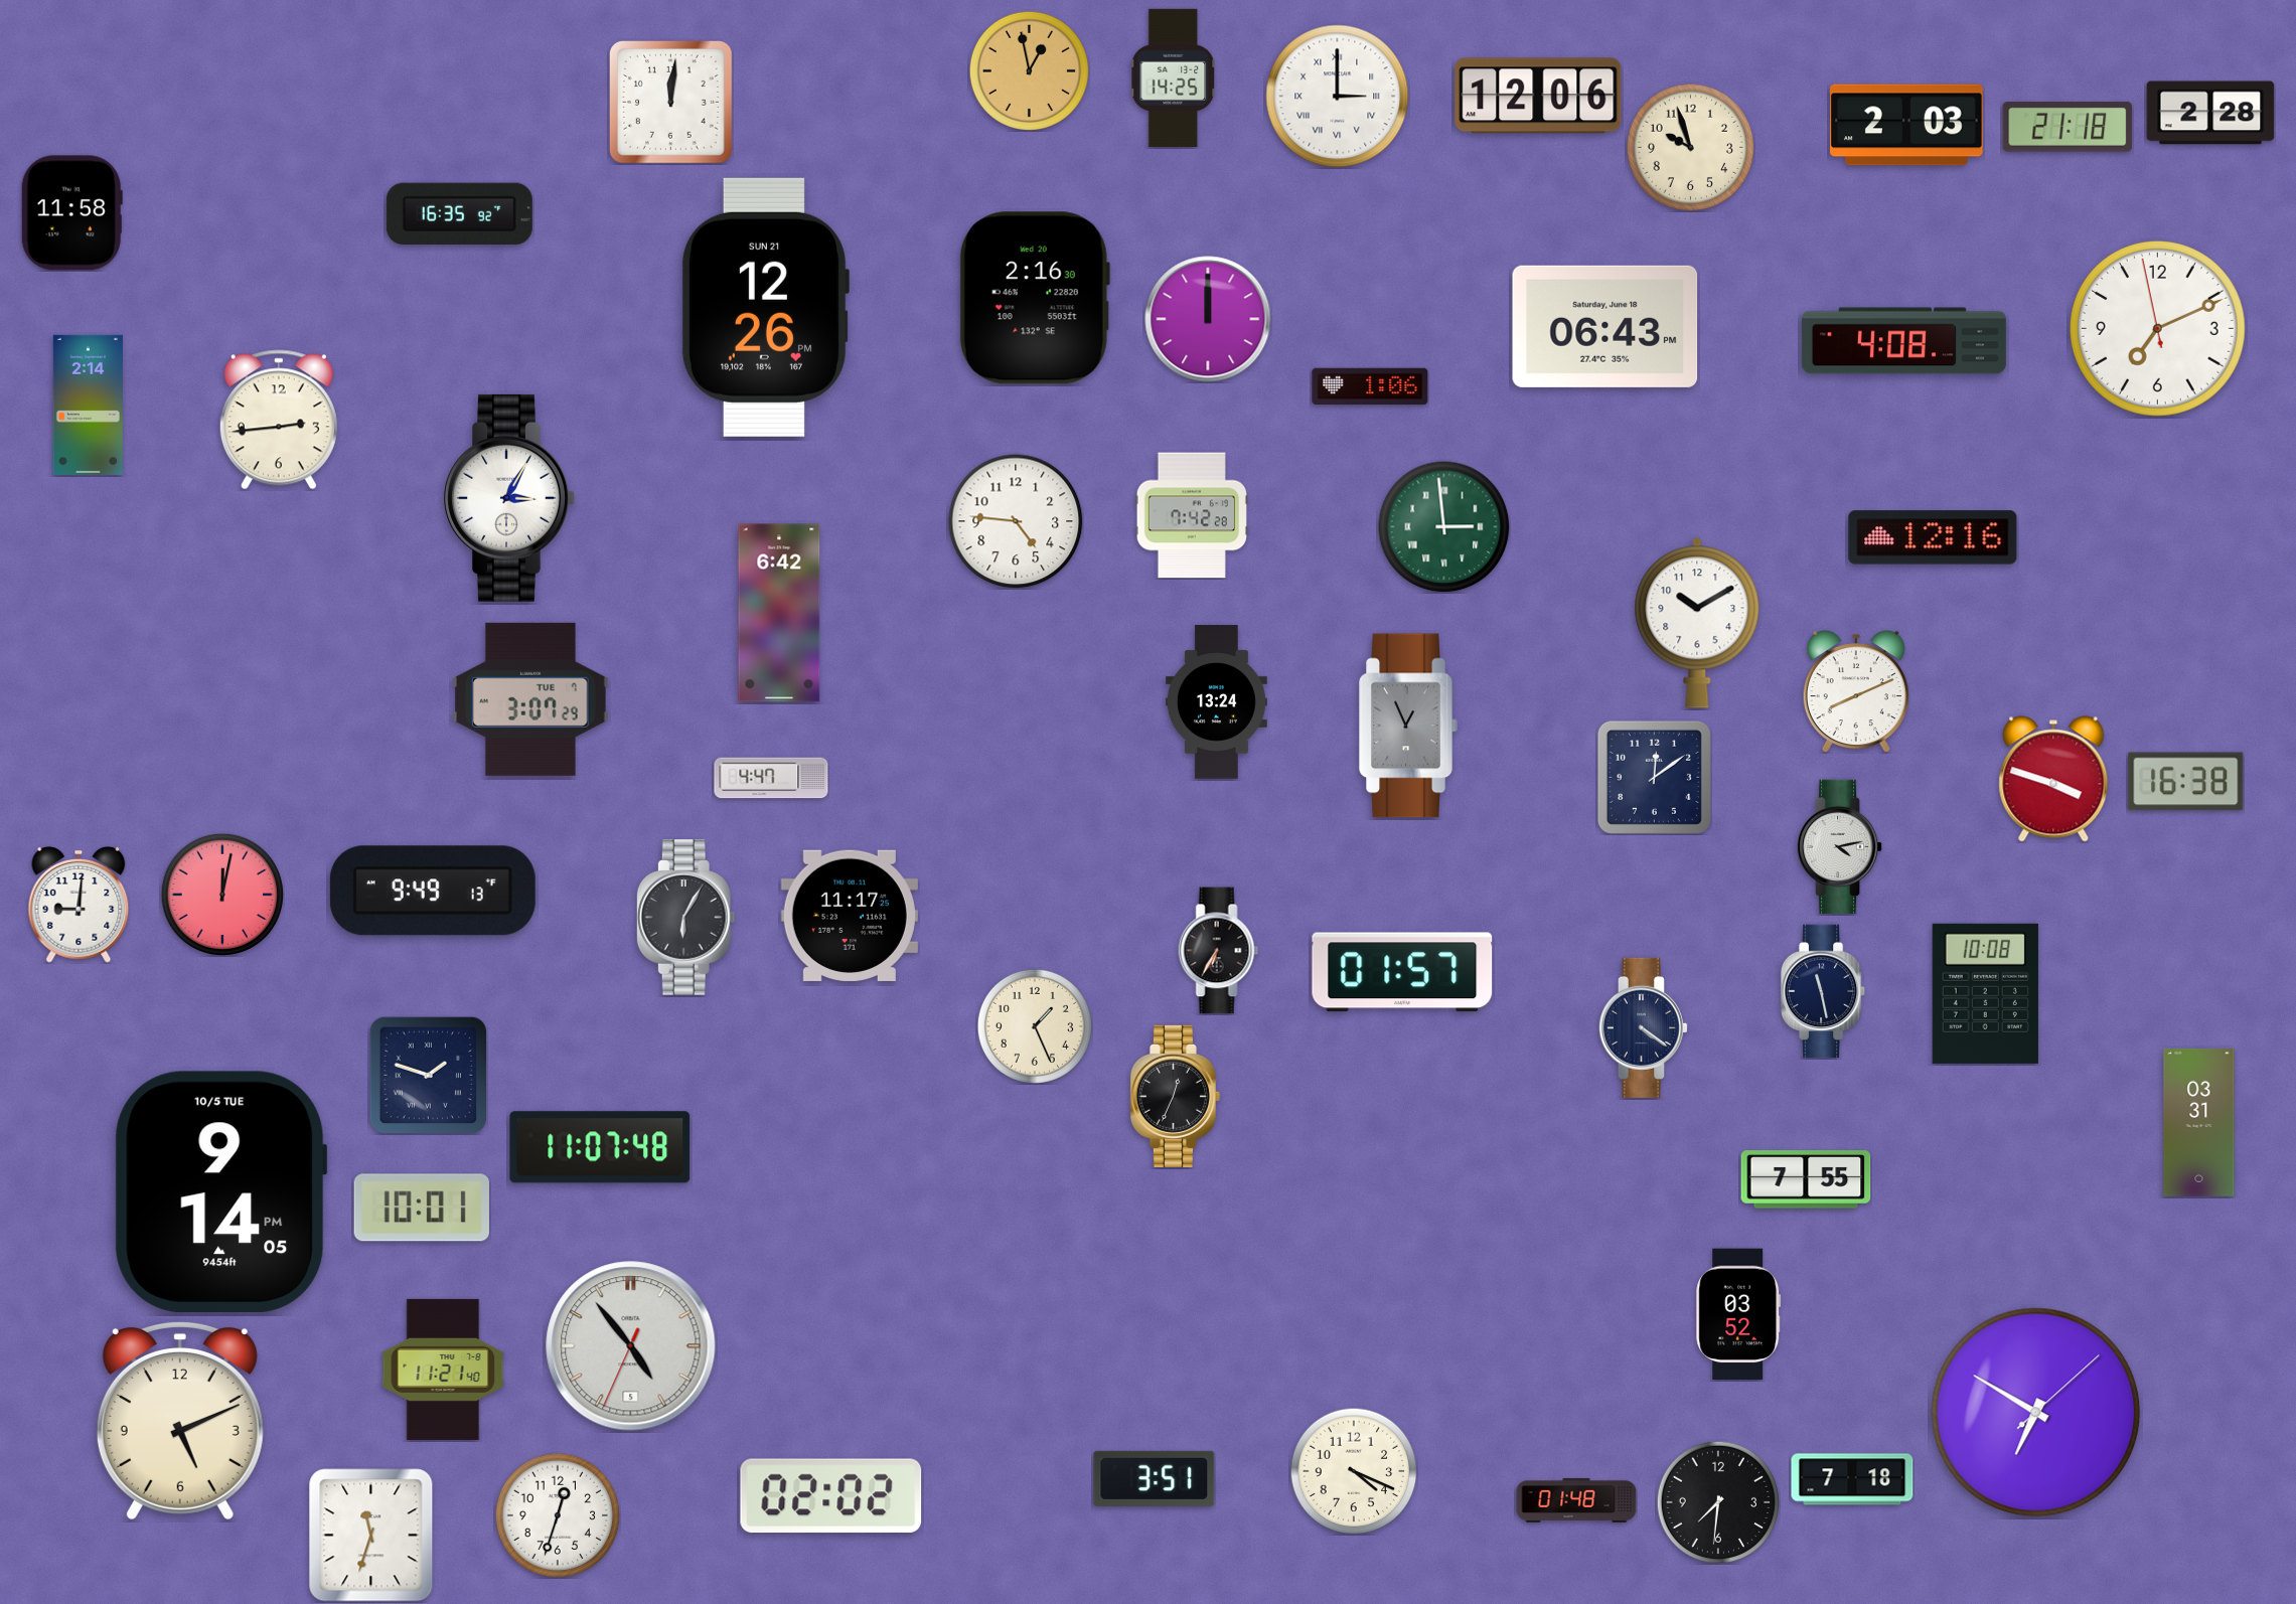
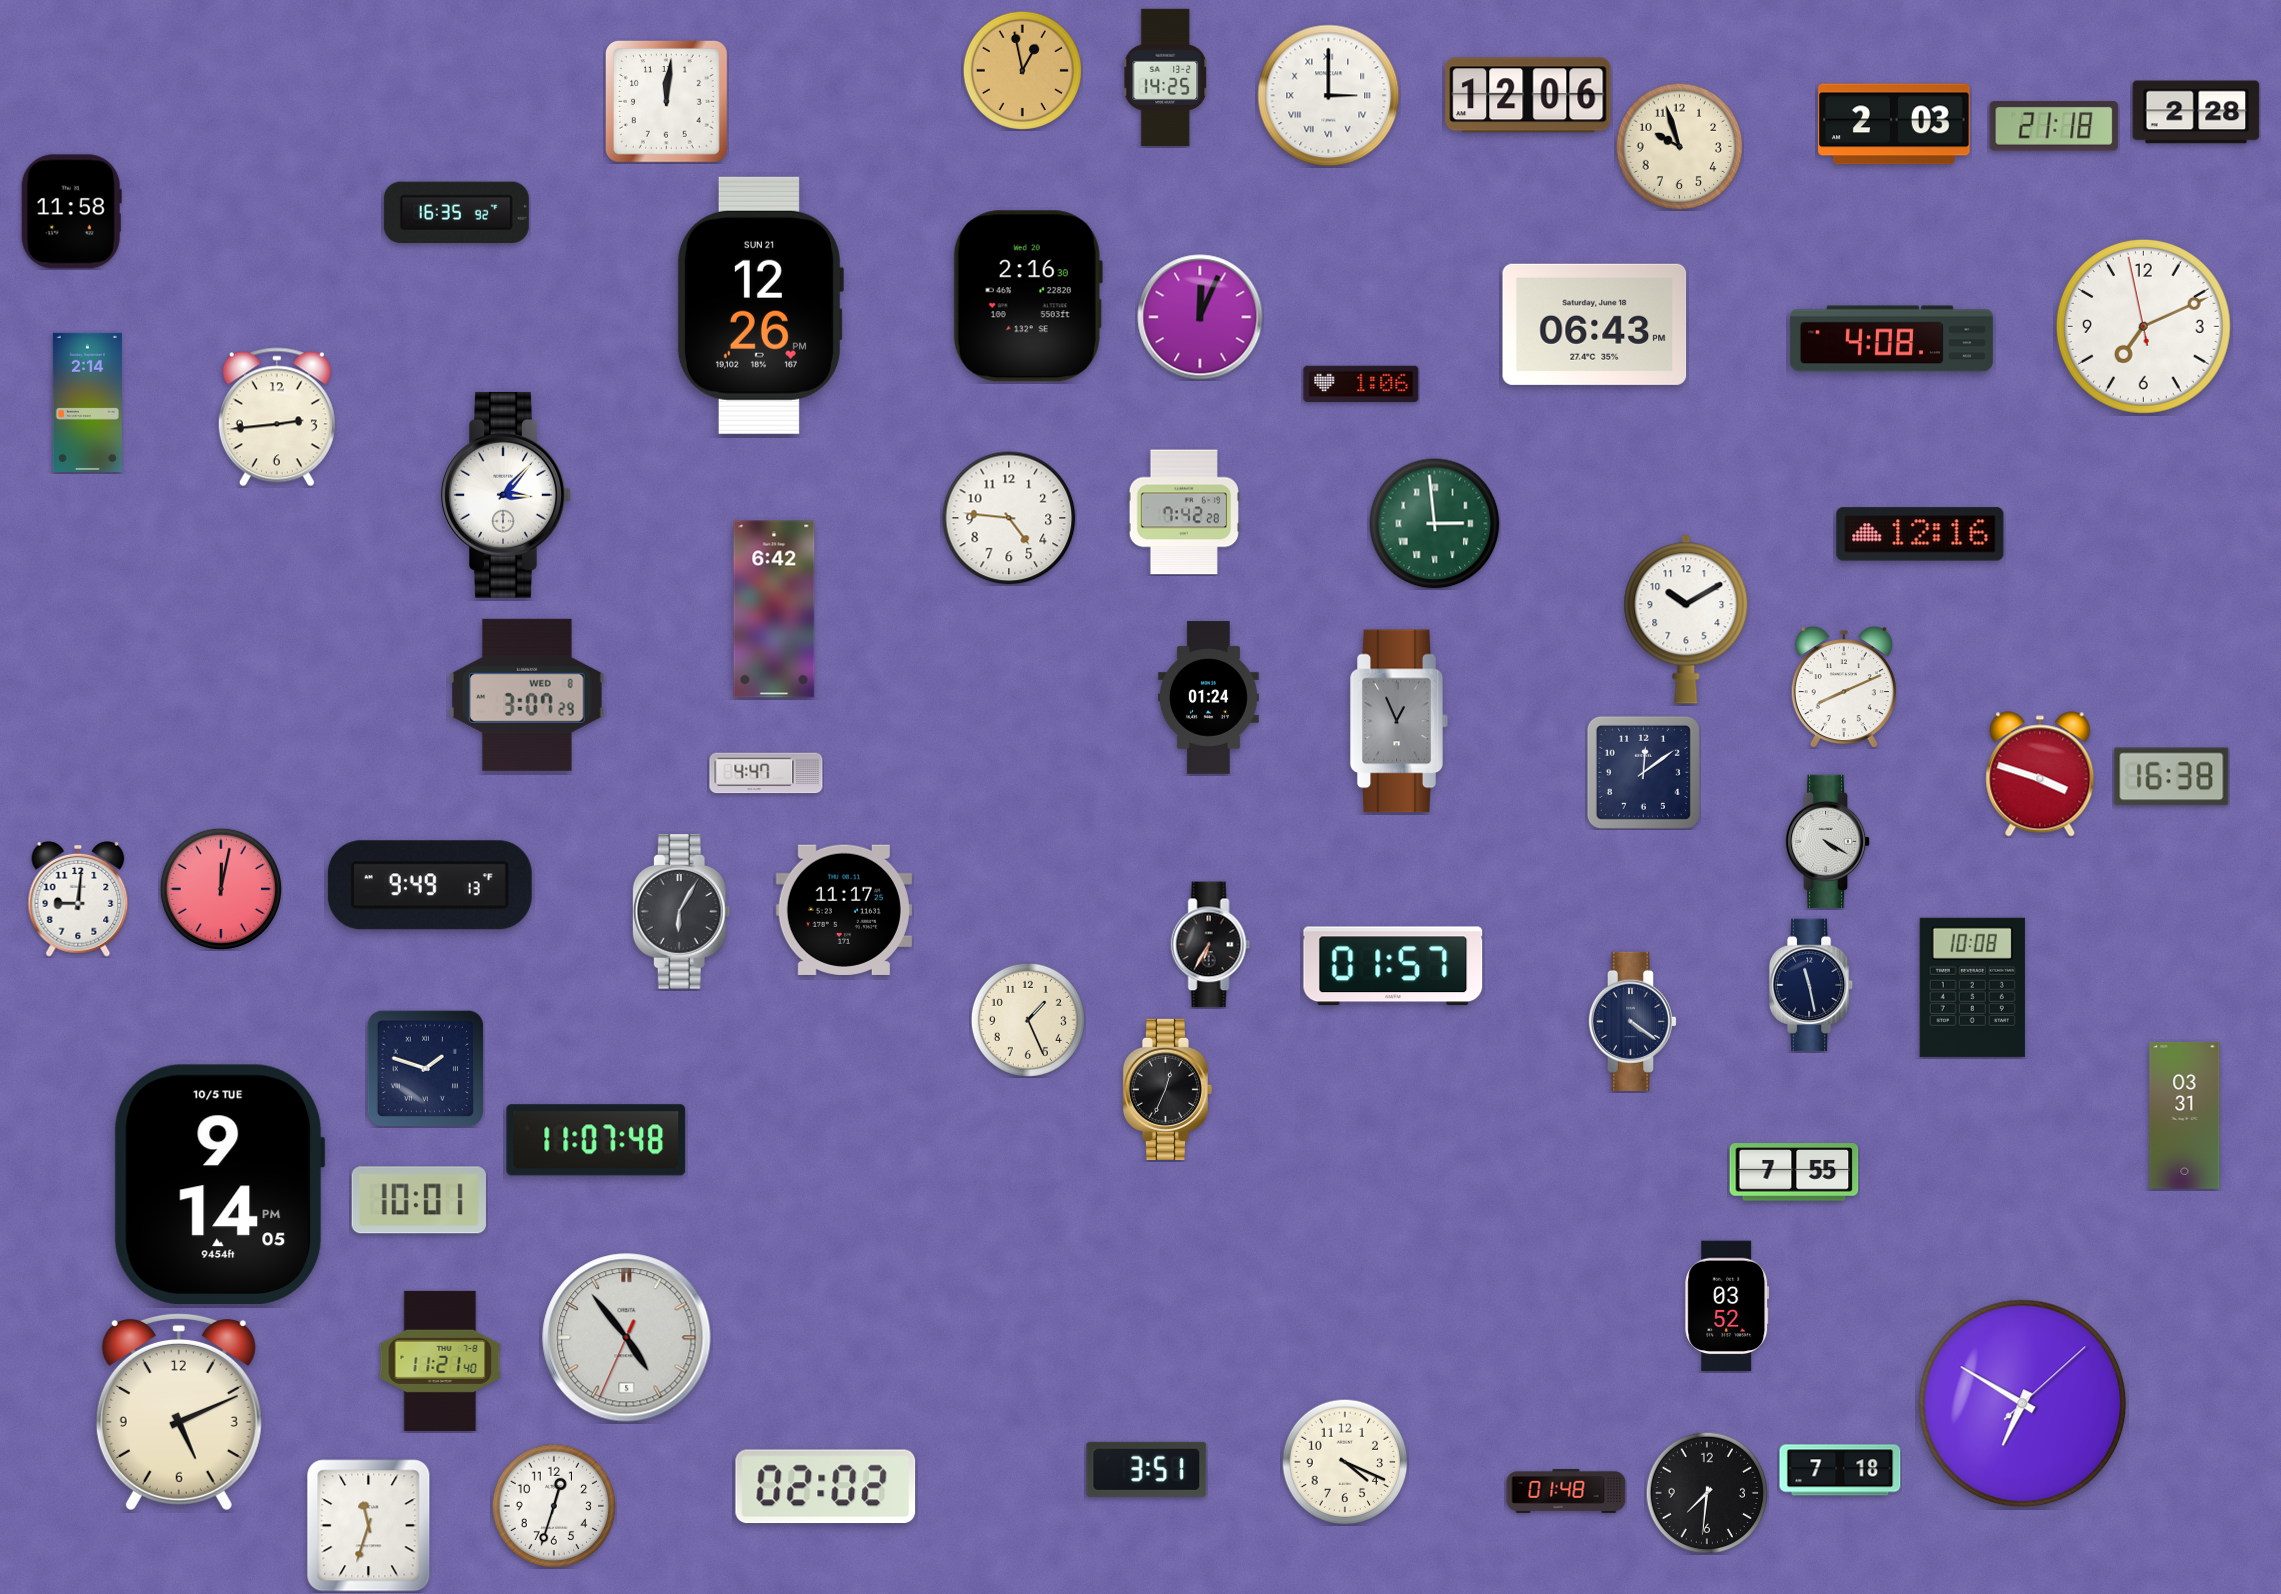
clock at (1208, 319): 12:00 -> 12:04
clock at (509, 498): 3:05 -> 3:07
clock at (530, 699) date: TUE 7 -> WED 8
clock at (1216, 702): 13:24 -> 01:24
clock at (1840, 847): 4:13 -> 4:20
